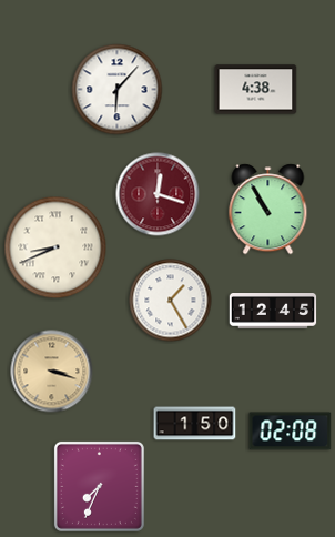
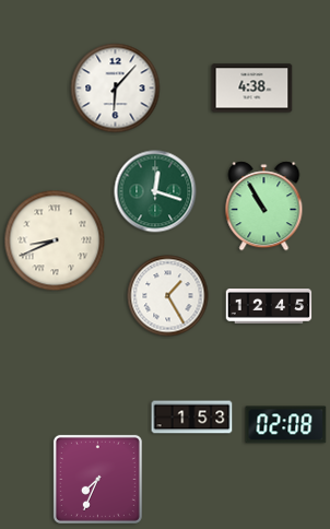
clock at (158, 194) dial: burgundy -> green
clock at (55, 247) position: (55, 247) -> (55, 240)
clock at (52, 372): 3:18 -> none
clock at (195, 424): 1:50 -> 1:53
